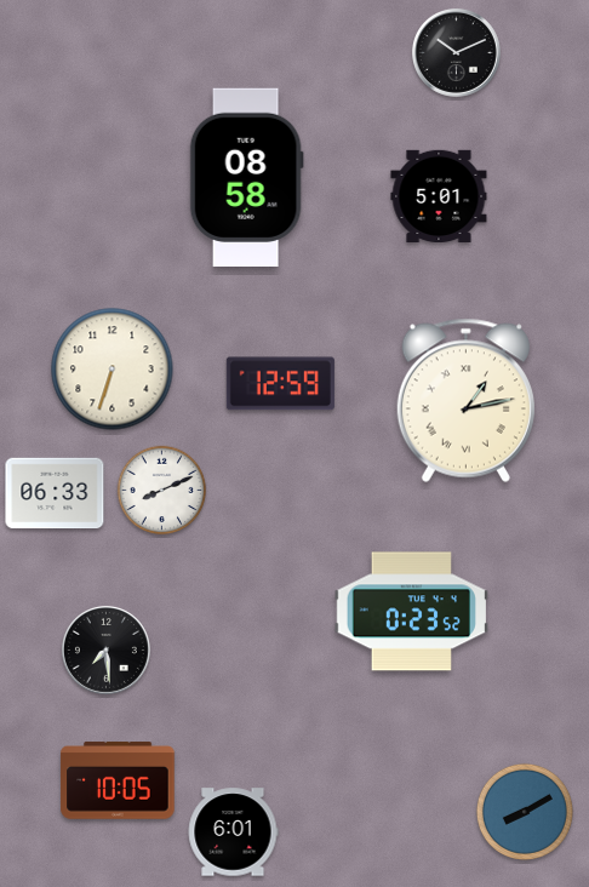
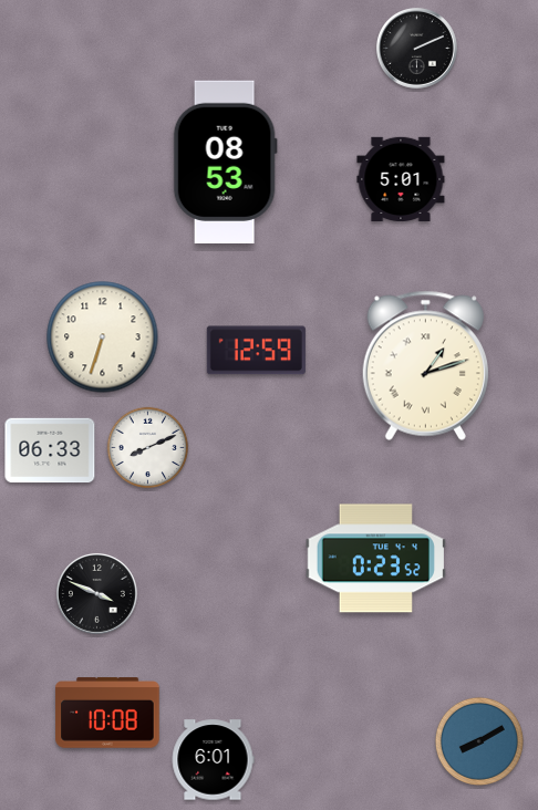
clock at (456, 52): 10:11 -> 2:11
clock at (246, 177): 08:58 -> 08:53
clock at (465, 400): 1:13 -> 1:12
clock at (105, 649): 7:29 -> 3:49
clock at (118, 780): 10:05 -> 10:08
